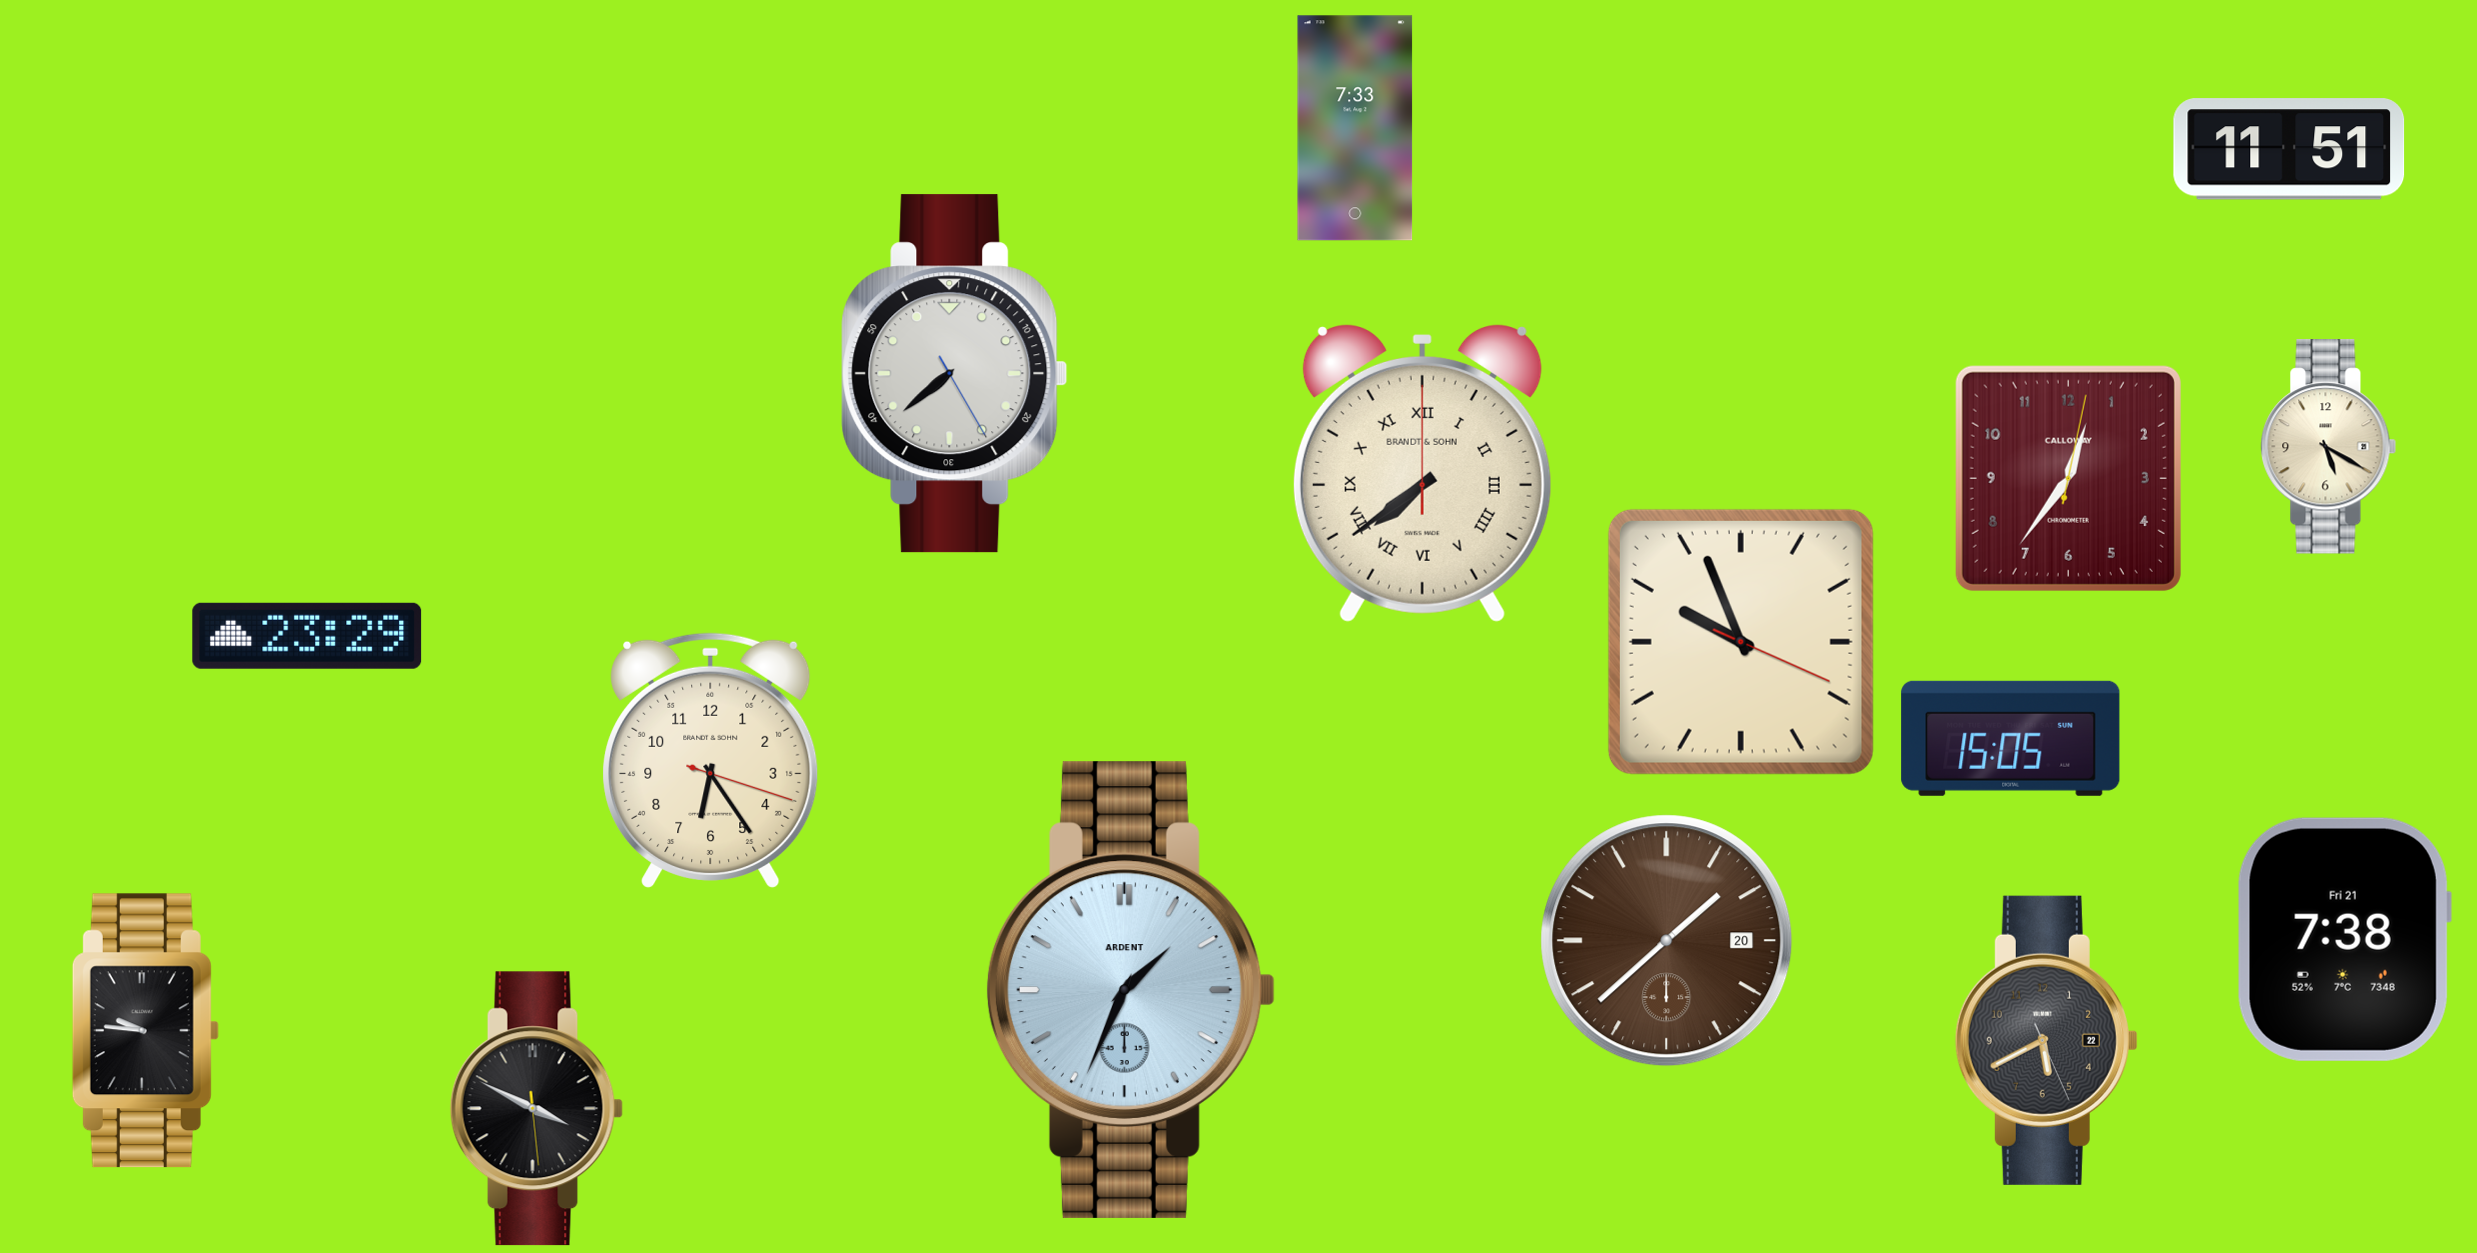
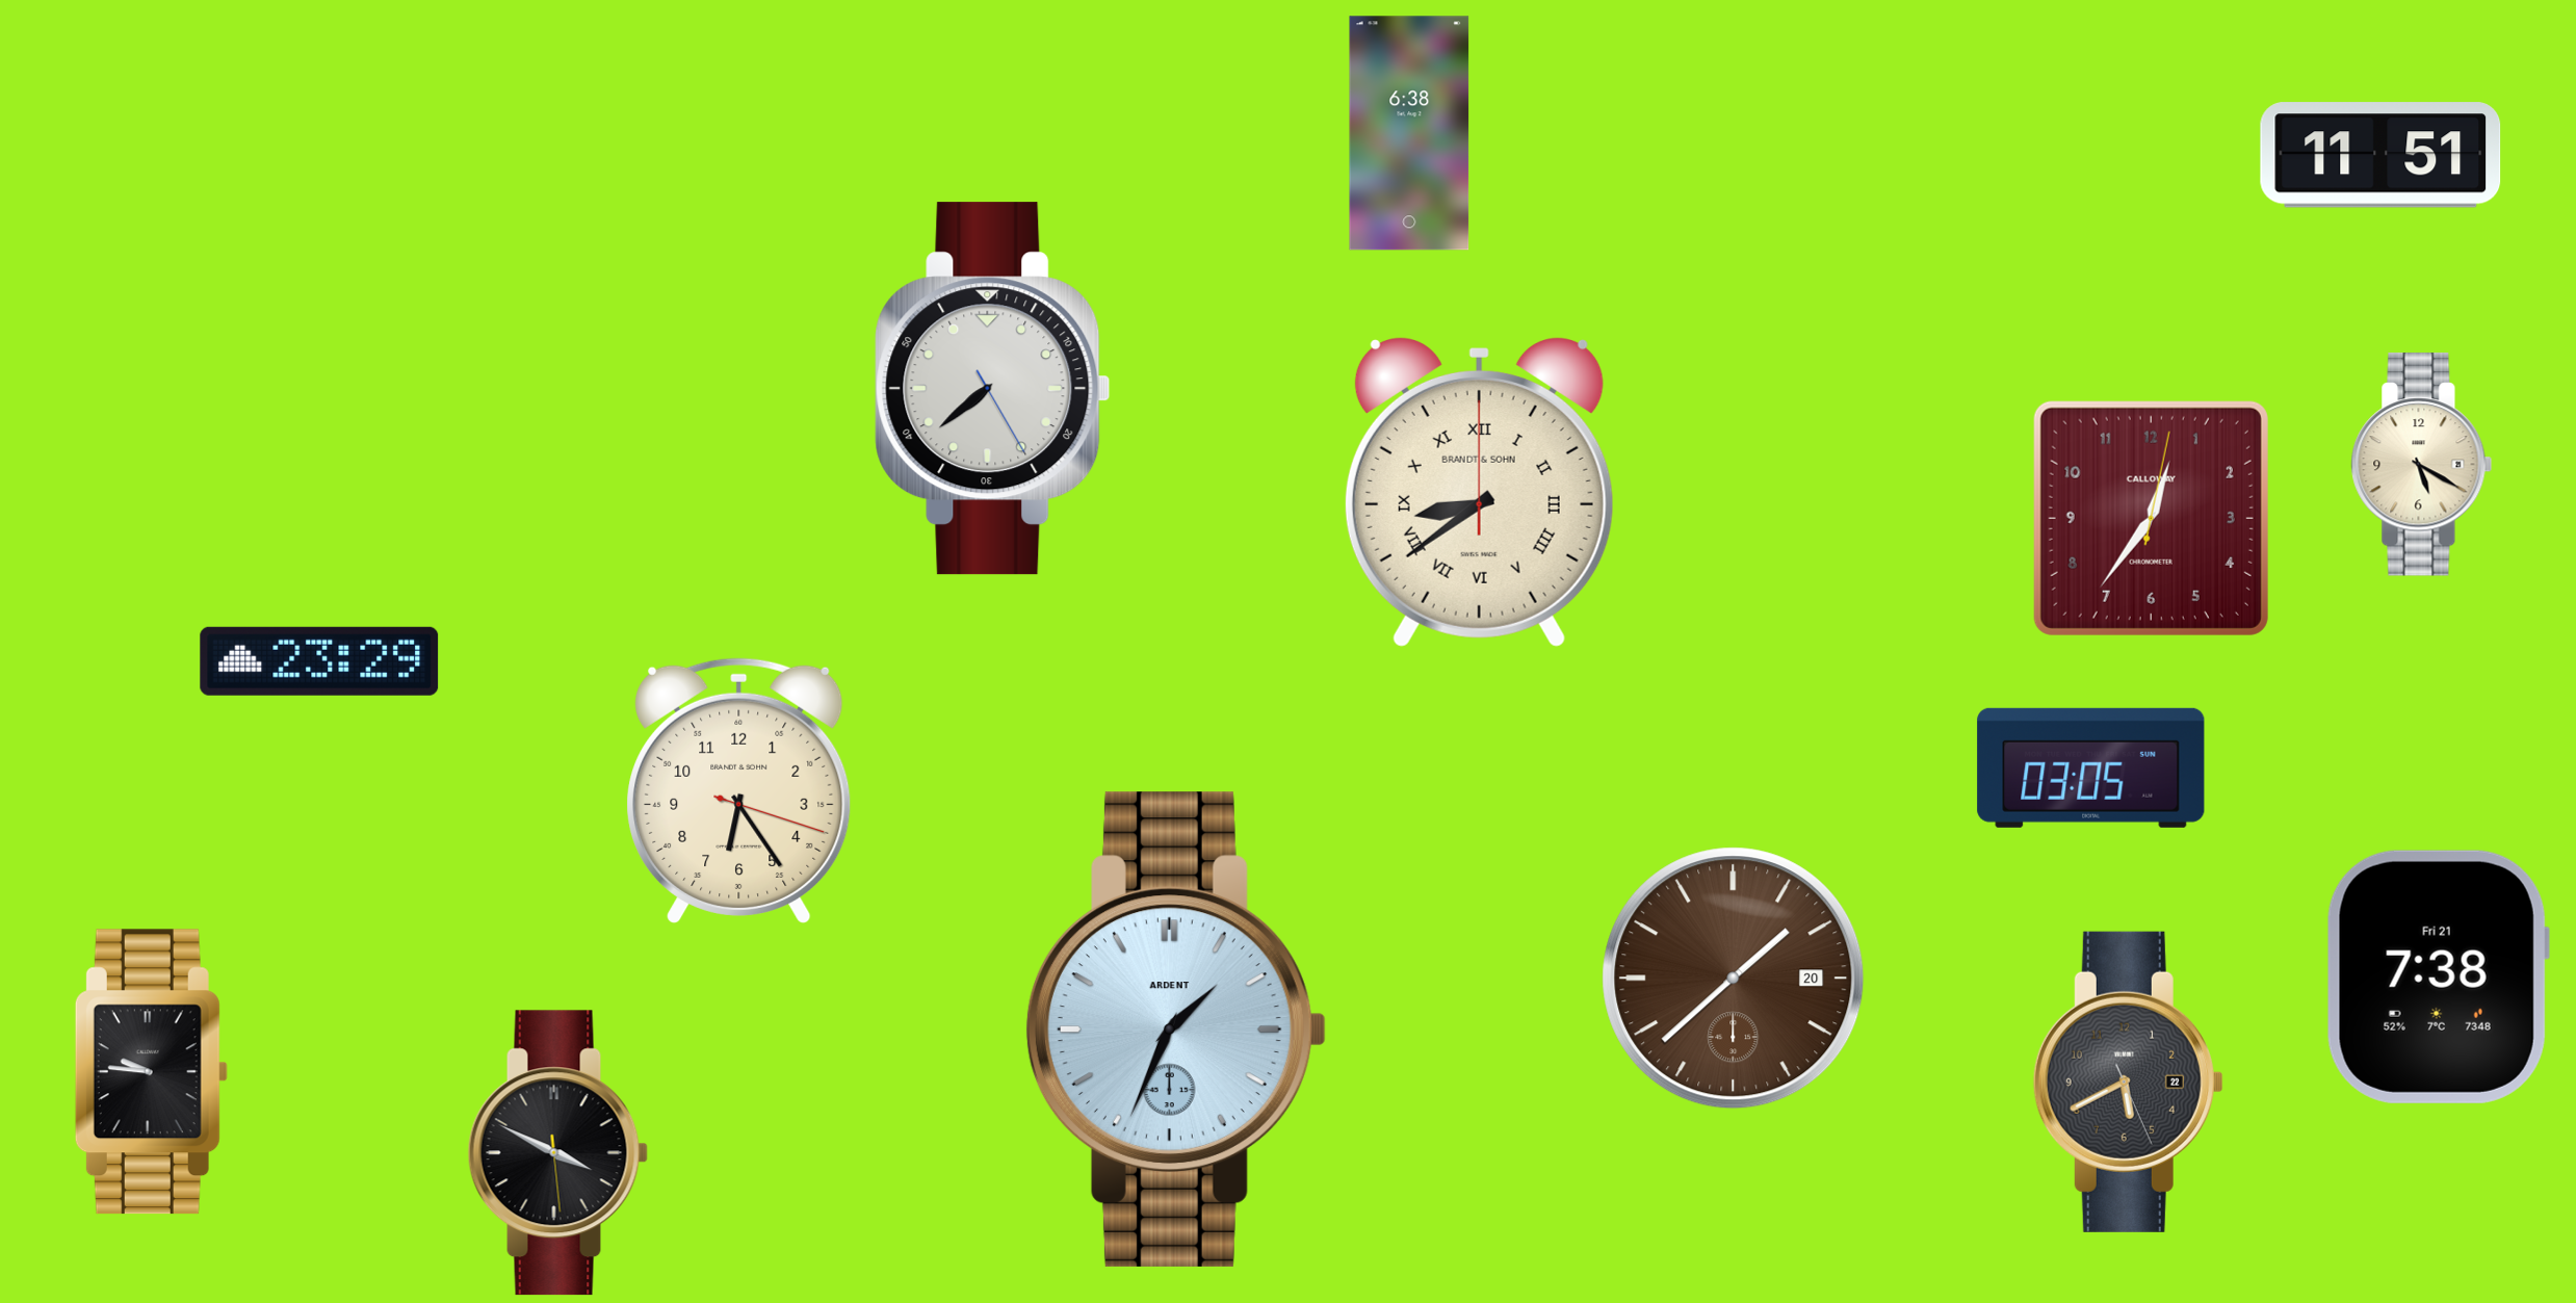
clock at (1355, 128): 7:33 -> 6:38
clock at (1422, 474): 7:39 -> 8:39
clock at (2068, 478) position: (2068, 478) -> (2151, 518)
clock at (1741, 642): 9:56 -> none
clock at (2011, 738): 15:05 -> 03:05
